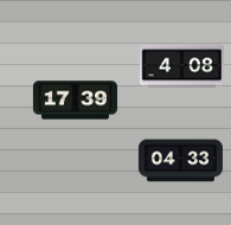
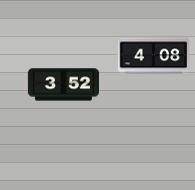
clock at (75, 101): 17:39 -> 3:52
clock at (180, 161): 04:33 -> none
